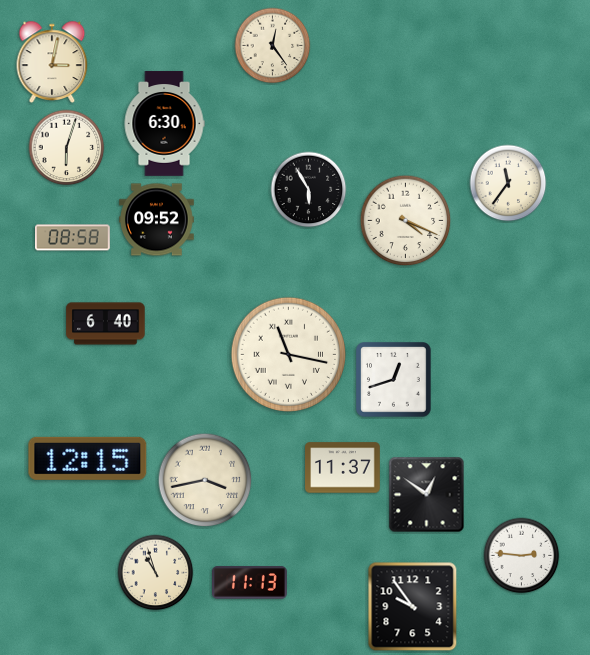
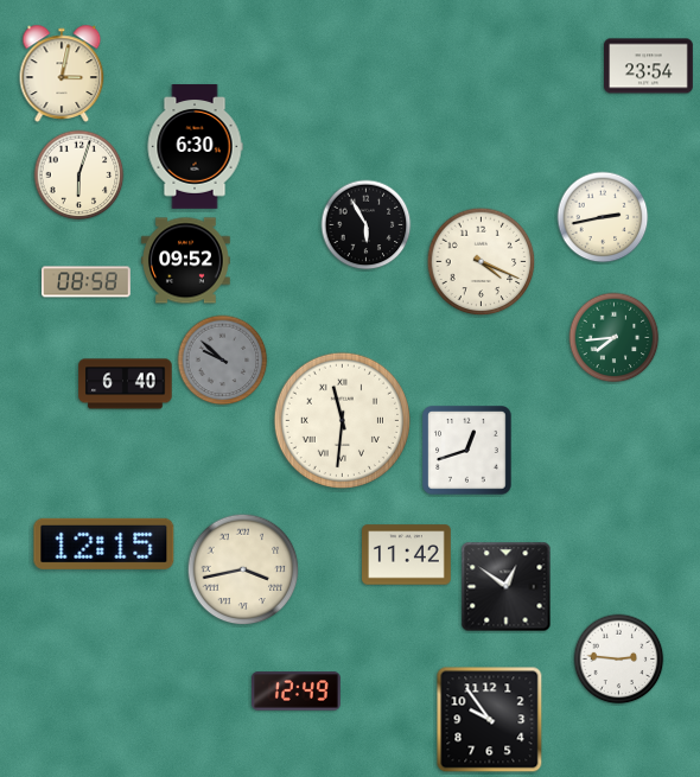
clock at (273, 46): 12:24 -> none
clock at (649, 66): none -> 23:54
clock at (508, 183): 11:36 -> 2:43
clock at (615, 338): none -> 7:44
clock at (223, 361): none -> 9:52
clock at (288, 354): 11:17 -> 11:31
clock at (343, 468): 11:37 -> 11:42
clock at (156, 573): 10:57 -> none
clock at (250, 583): 11:13 -> 12:49
